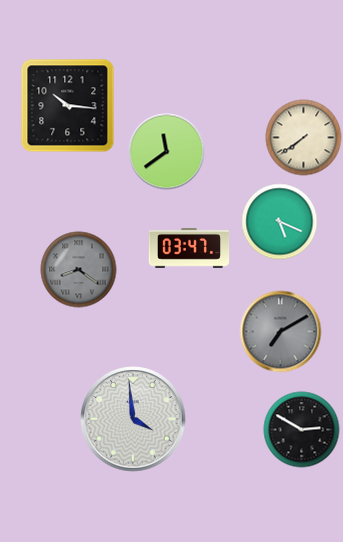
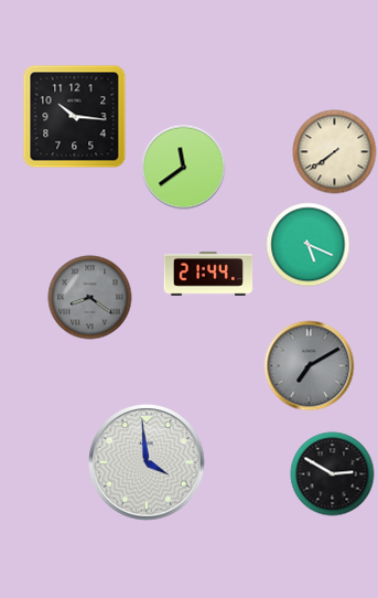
clock at (189, 249): 03:47 -> 21:44
clock at (79, 270) position: (79, 270) -> (90, 298)
